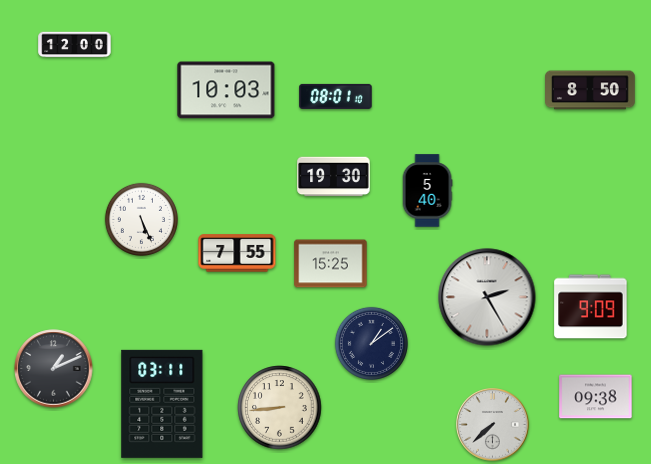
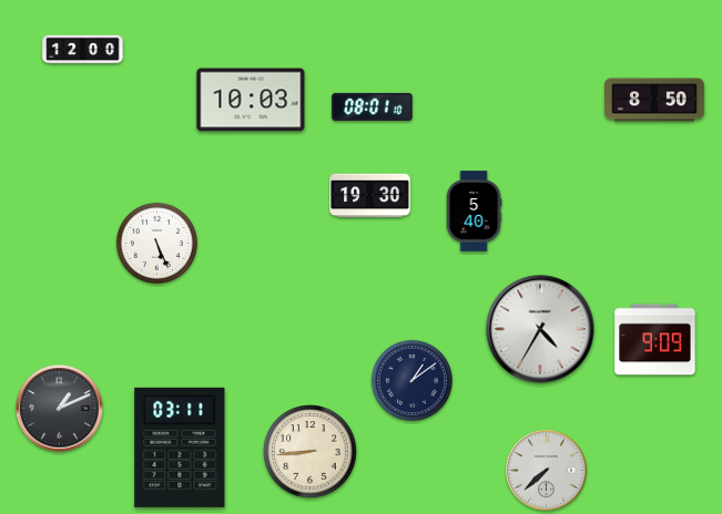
clock at (237, 253): 7:55 -> none
clock at (331, 264): 15:25 -> none
clock at (487, 297): 2:25 -> 4:35
clock at (596, 397): 09:38 -> none
